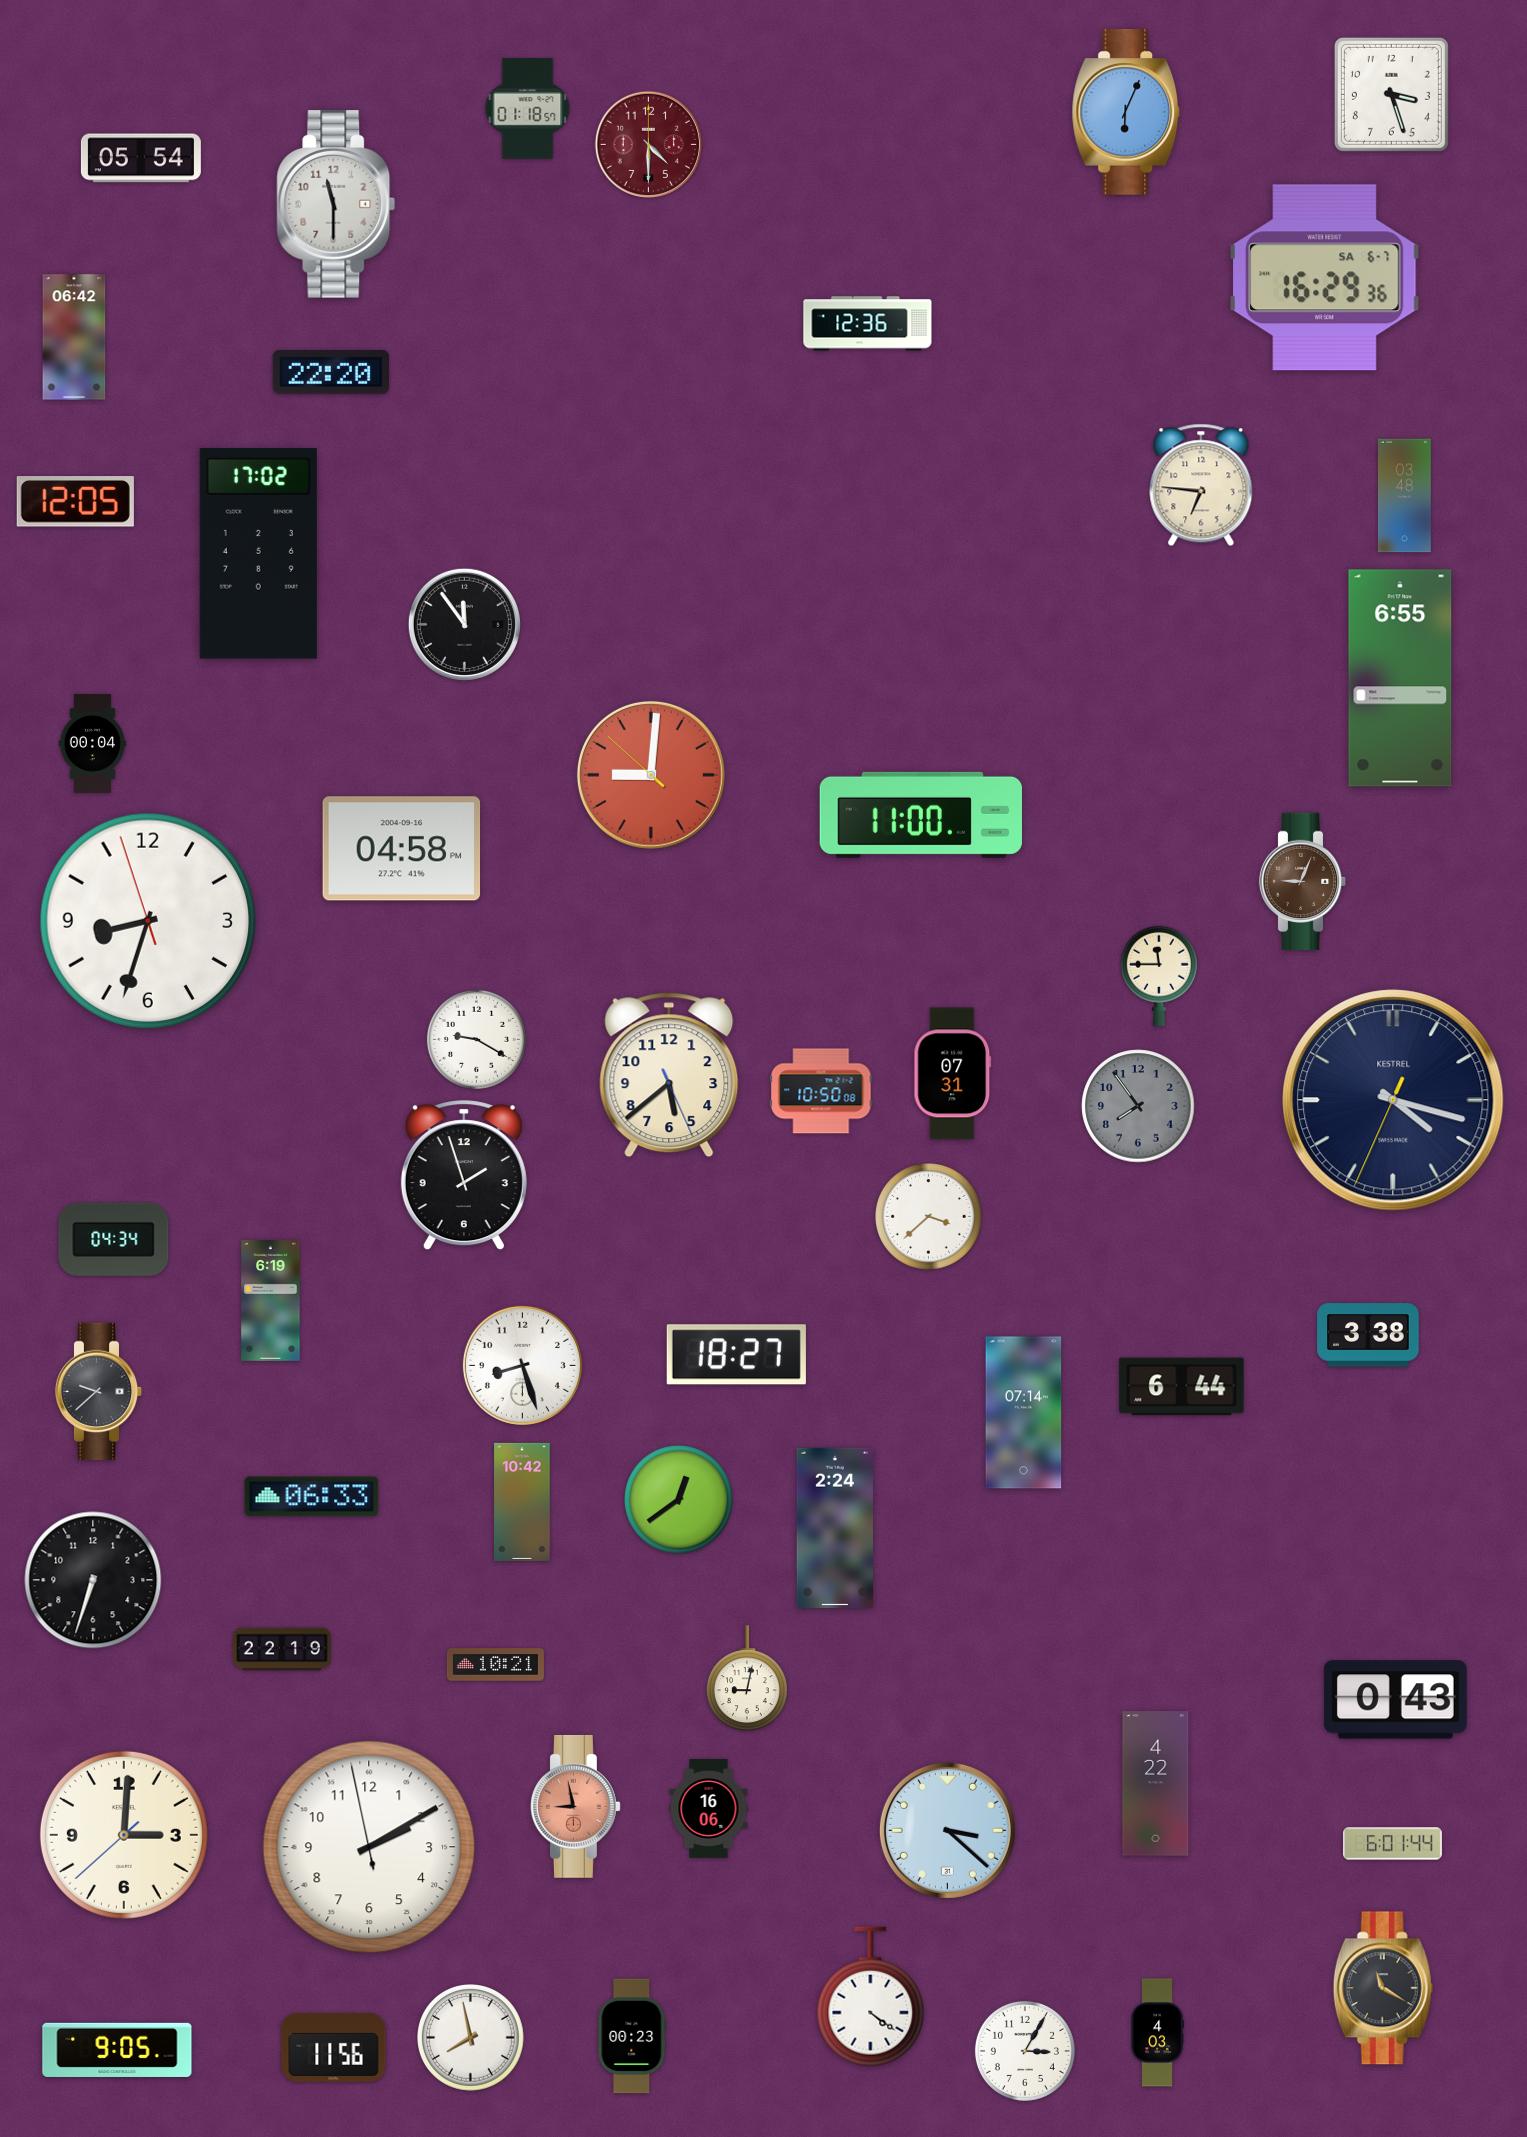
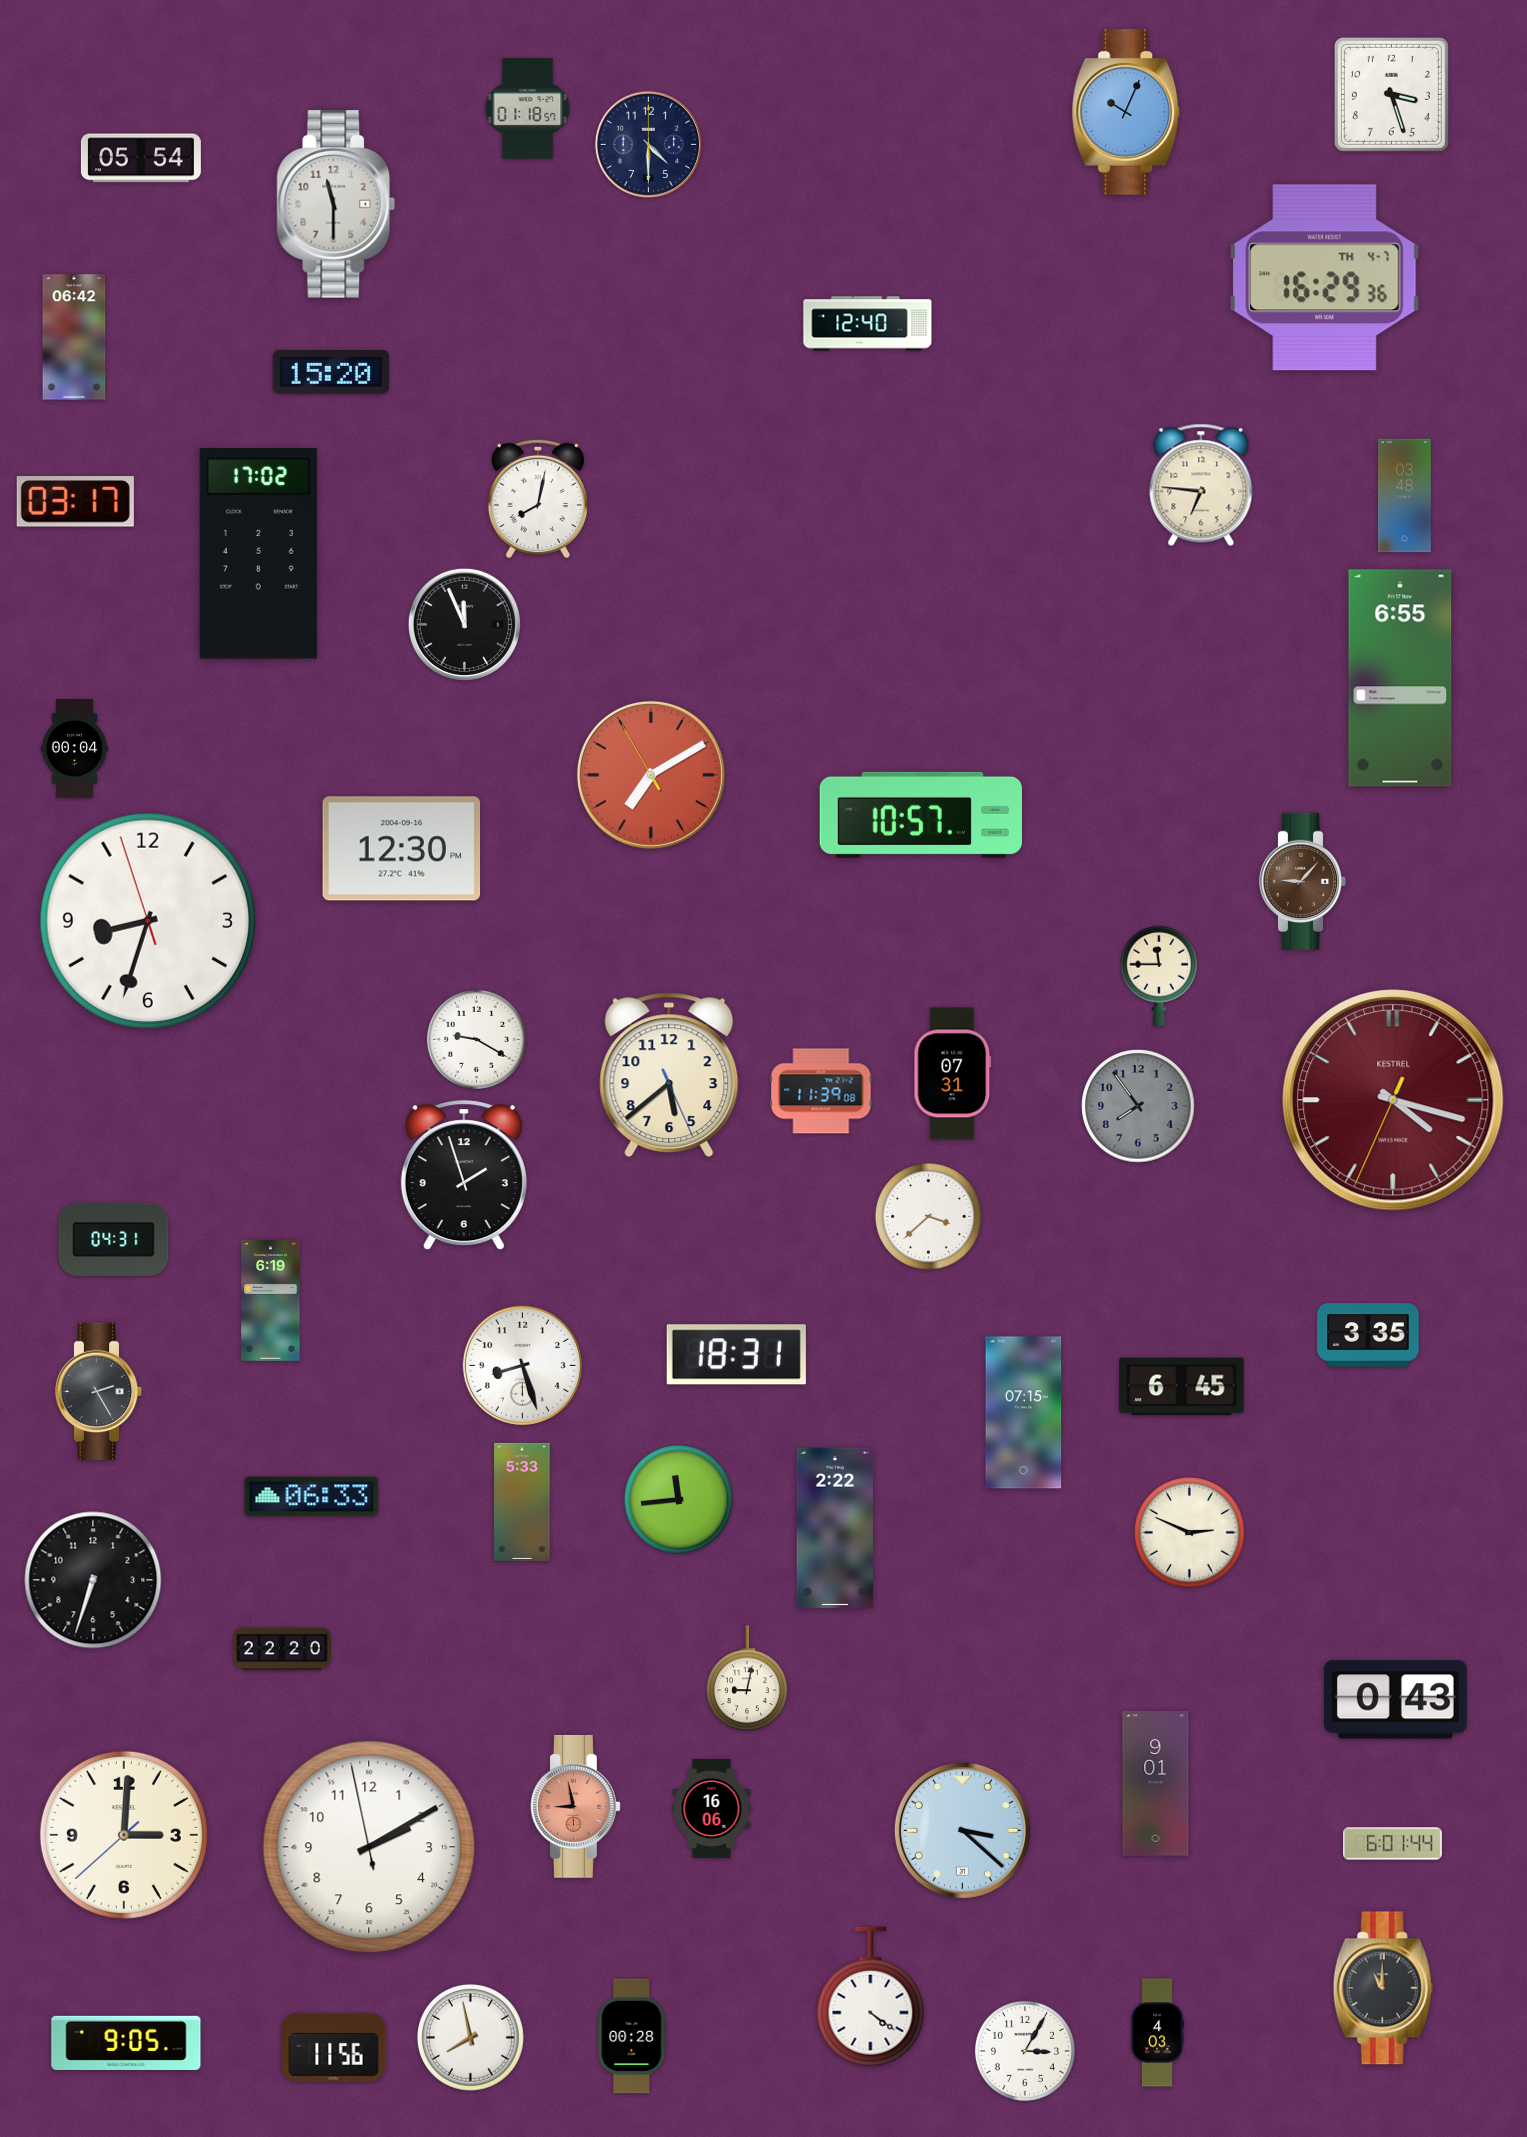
clock at (1126, 113): 6:04 -> 10:04
clock at (648, 144) dial: burgundy -> navy
clock at (1325, 278) date: SA 6-7 -> TH 4-7
clock at (868, 324): 12:36 -> 12:40
clock at (331, 373): 22:20 -> 15:20
clock at (538, 499): none -> 8:02
clock at (75, 502): 12:05 -> 03:17
clock at (464, 624): 11:54 -> 11:56
clock at (92, 744) position: (92, 744) -> (74, 749)
clock at (651, 775): 9:00 -> 7:09
clock at (921, 815): 11:00 -> 10:57
clock at (402, 849): 04:58 -> 12:30
clock at (1303, 882): 9:04 -> 9:07
clock at (821, 1091): 10:50 -> 11:39
clock at (1393, 1100) dial: navy -> burgundy
clock at (114, 1239): 04:34 -> 04:31
clock at (1368, 1335): 3:38 -> 3:35
clock at (736, 1355): 18:27 -> 18:31
clock at (1182, 1387): 6:44 -> 6:45
clock at (99, 1392): 9:38 -> 2:25
clock at (1024, 1413): 07:14 -> 07:15
clock at (679, 1500): 12:39 -> 11:44
clock at (522, 1502): 10:42 -> 5:33
clock at (835, 1528): 2:24 -> 2:22
clock at (1190, 1533): none -> 2:49
clock at (282, 1649): 22:19 -> 22:20
clock at (495, 1665): 10:21 -> none
clock at (1156, 1784): 4:22 -> 9:01
clock at (709, 1808) position: (709, 1808) -> (712, 1808)
clock at (947, 1830) position: (947, 1830) -> (962, 1830)
clock at (1383, 1988): 11:20 -> 11:00
clock at (632, 2036): 00:23 -> 00:28
clock at (117, 2050) position: (117, 2050) -> (126, 2043)
